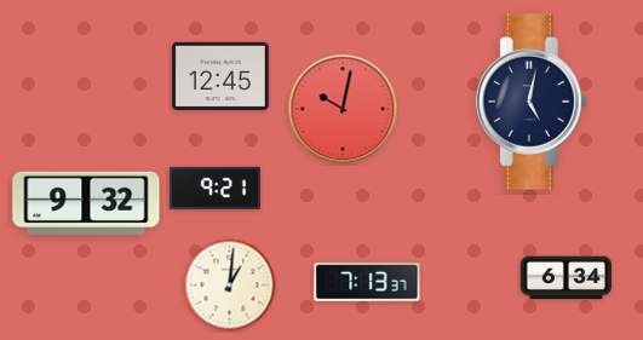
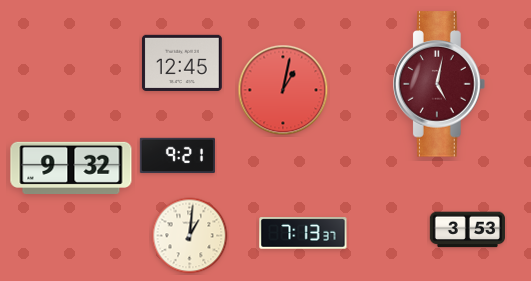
clock at (533, 102) dial: navy -> burgundy
clock at (343, 109): 10:02 -> 1:02
clock at (566, 278): 6:34 -> 3:53
